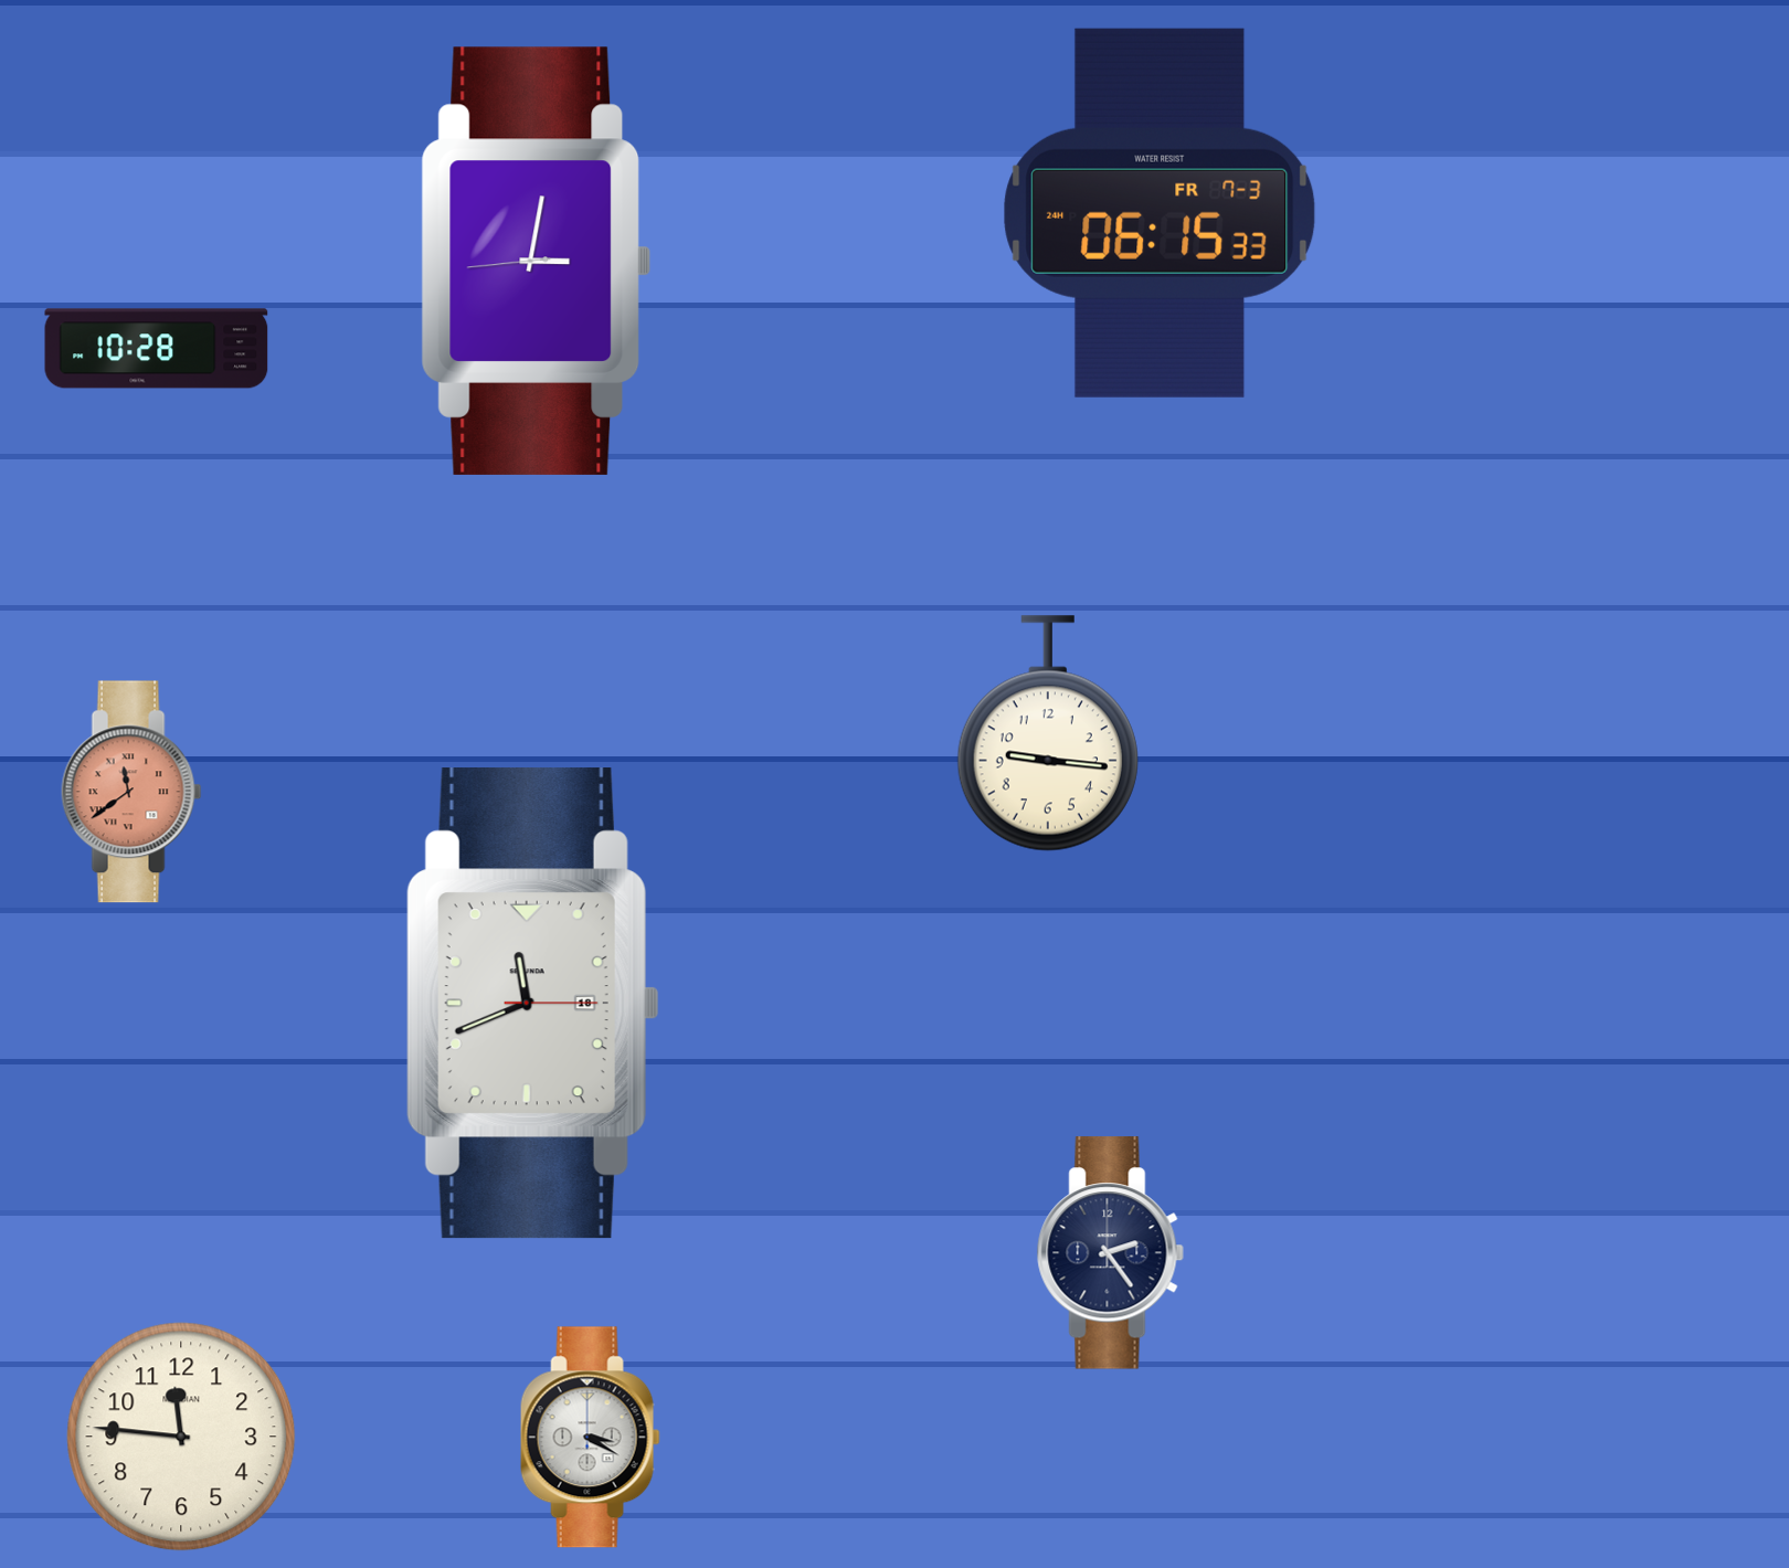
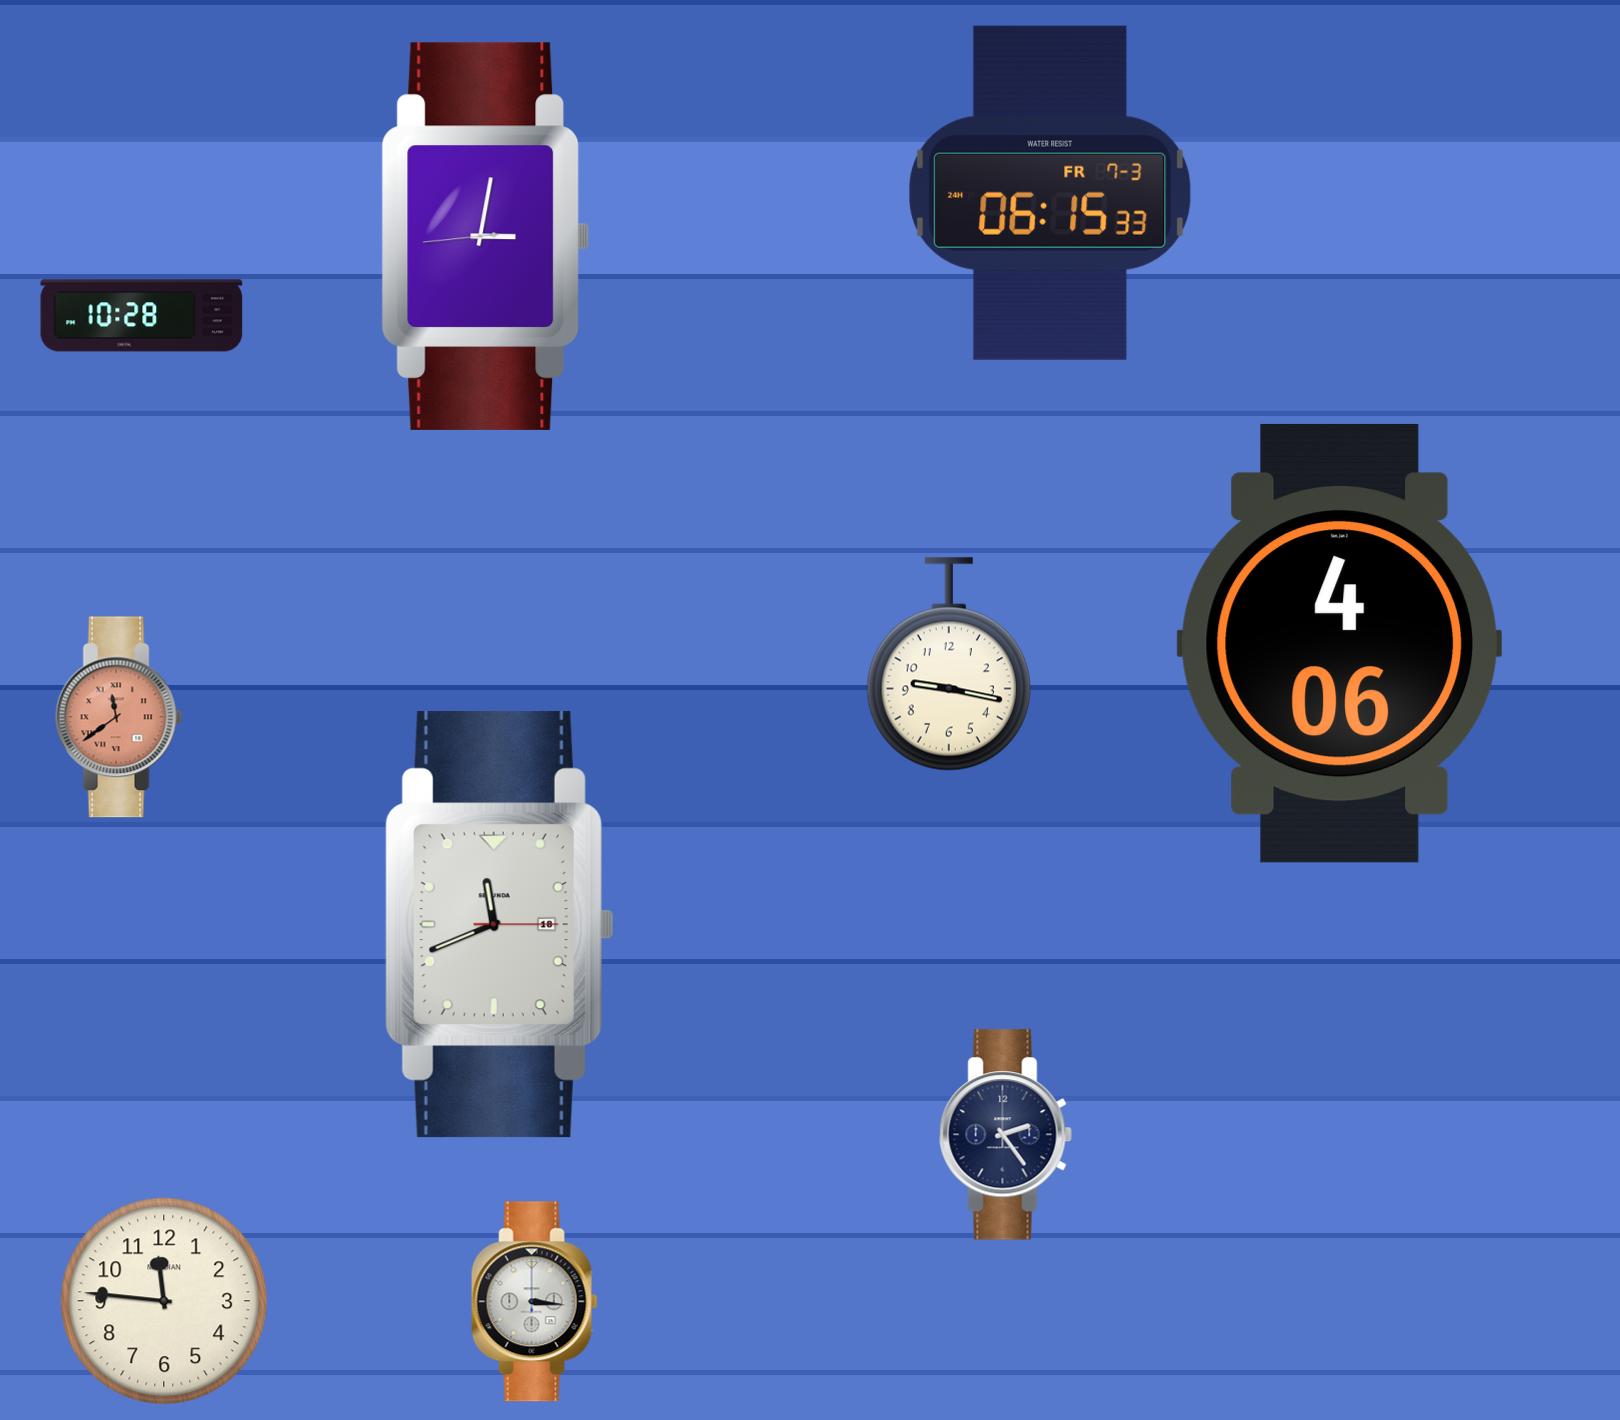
clock at (1340, 643): none -> 4:06
clock at (1048, 733): 9:16 -> 9:17
clock at (532, 1004) position: (532, 1004) -> (499, 925)
clock at (590, 1438): 3:20 -> 3:16
